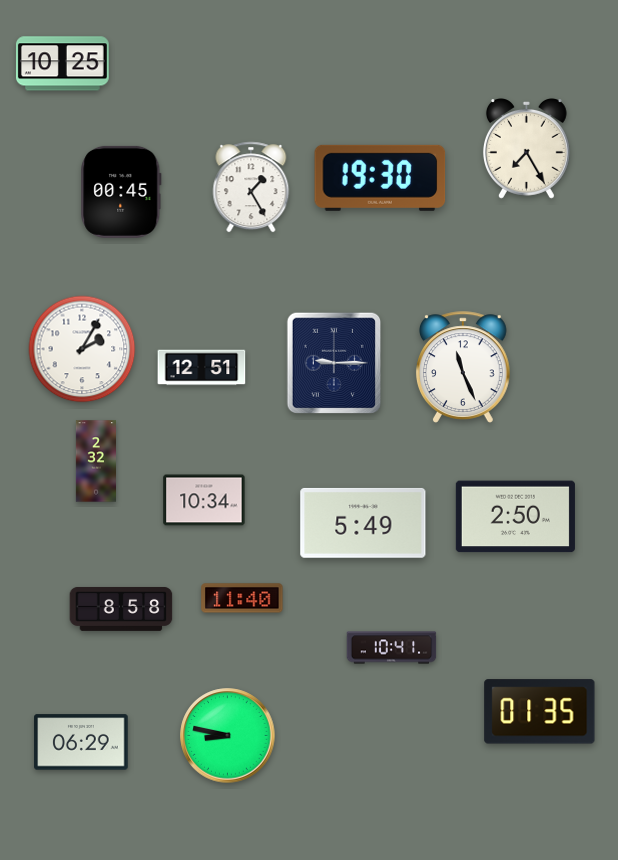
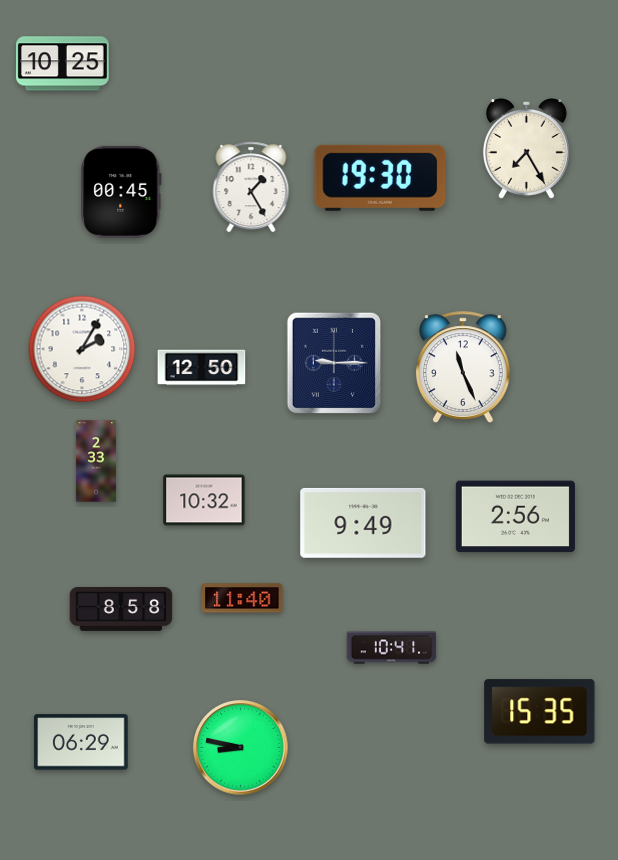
clock at (202, 368): 12:51 -> 12:50
clock at (95, 461): 2:32 -> 2:33
clock at (204, 500): 10:34 -> 10:32
clock at (515, 517): 2:50 -> 2:56
clock at (363, 523): 5:49 -> 9:49
clock at (540, 712): 01:35 -> 15:35
clock at (228, 736) position: (228, 736) -> (241, 748)
